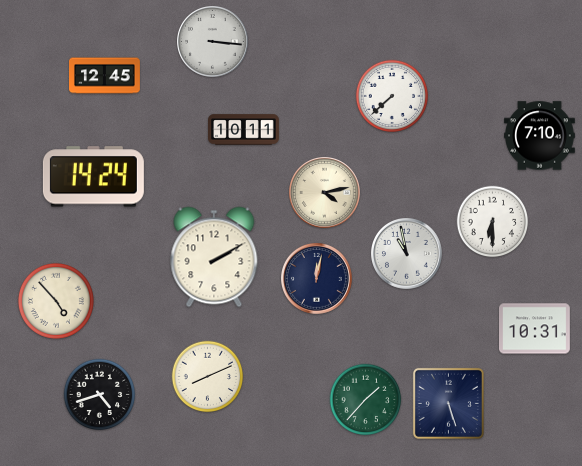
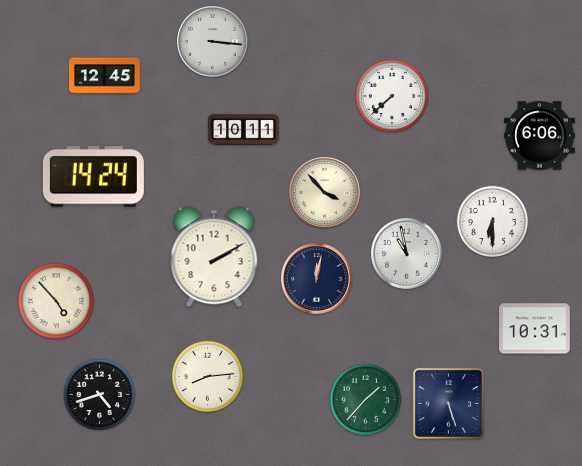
clock at (540, 136): 7:10 -> 6:06
clock at (325, 193): 4:13 -> 3:53
clock at (208, 377): 8:11 -> 8:14
